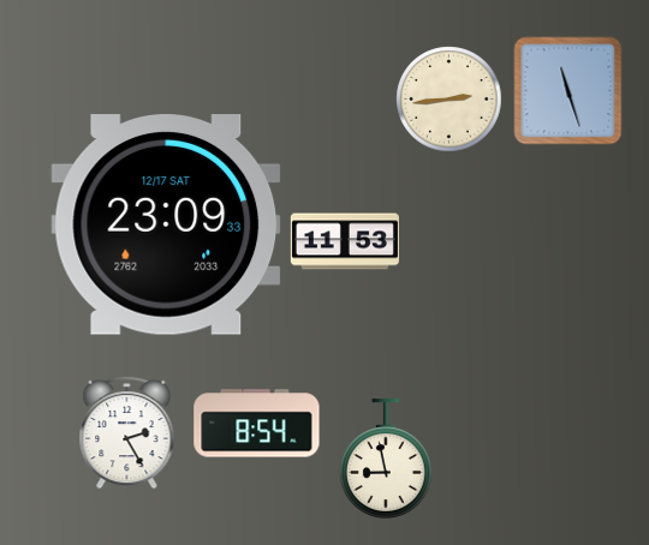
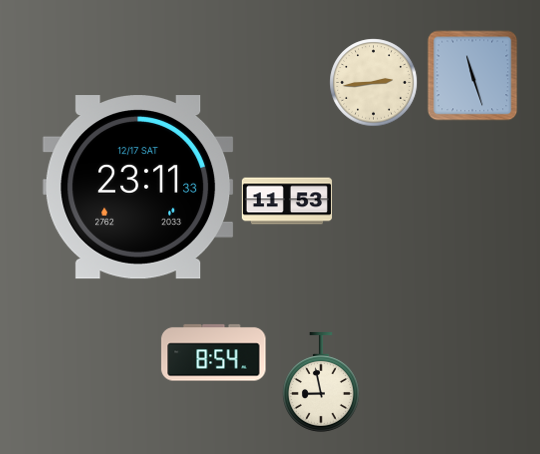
clock at (166, 224): 23:09 -> 23:11
clock at (127, 432): 2:25 -> none
